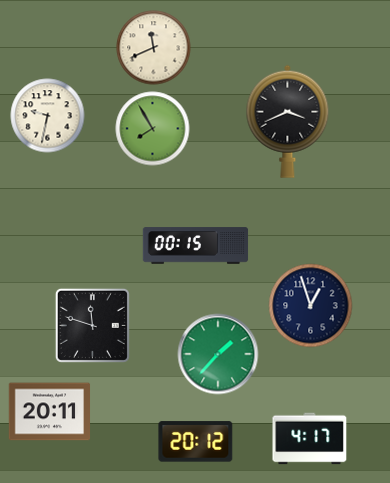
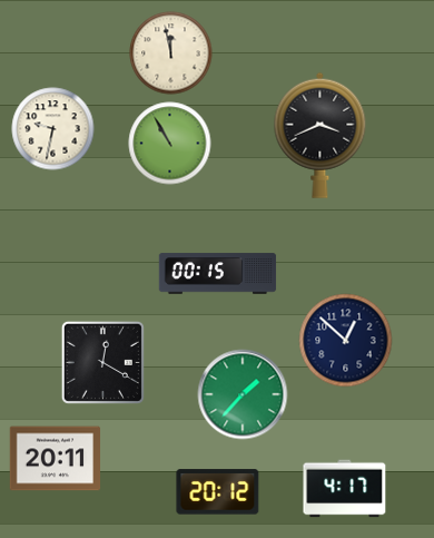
clock at (154, 48): 11:41 -> 11:58
clock at (153, 129): 7:55 -> 10:55
clock at (311, 306): 12:57 -> 12:52
clock at (92, 325): 11:48 -> 12:20
